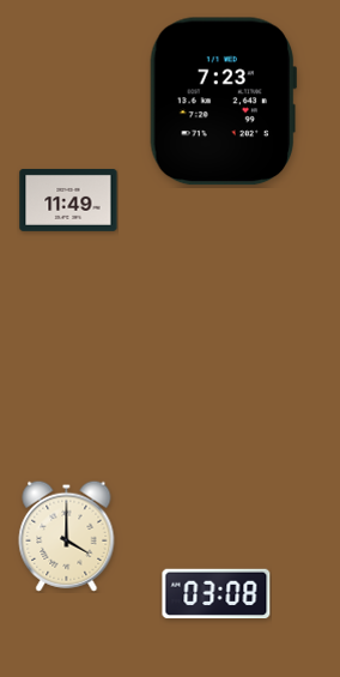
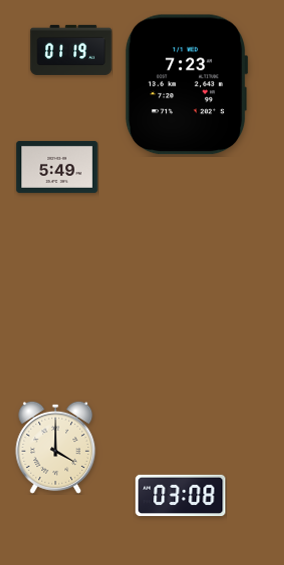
clock at (71, 50): none -> 01:19
clock at (68, 200): 11:49 -> 5:49
